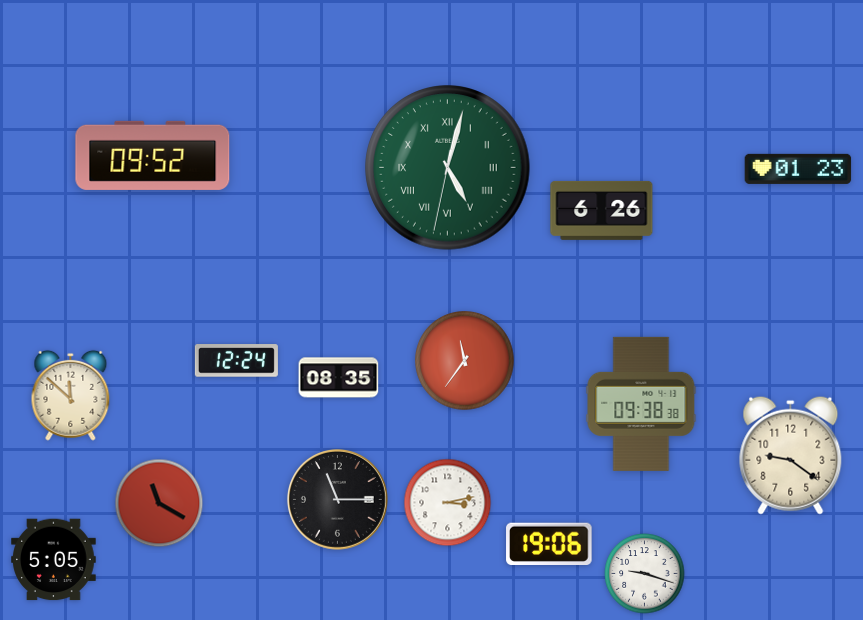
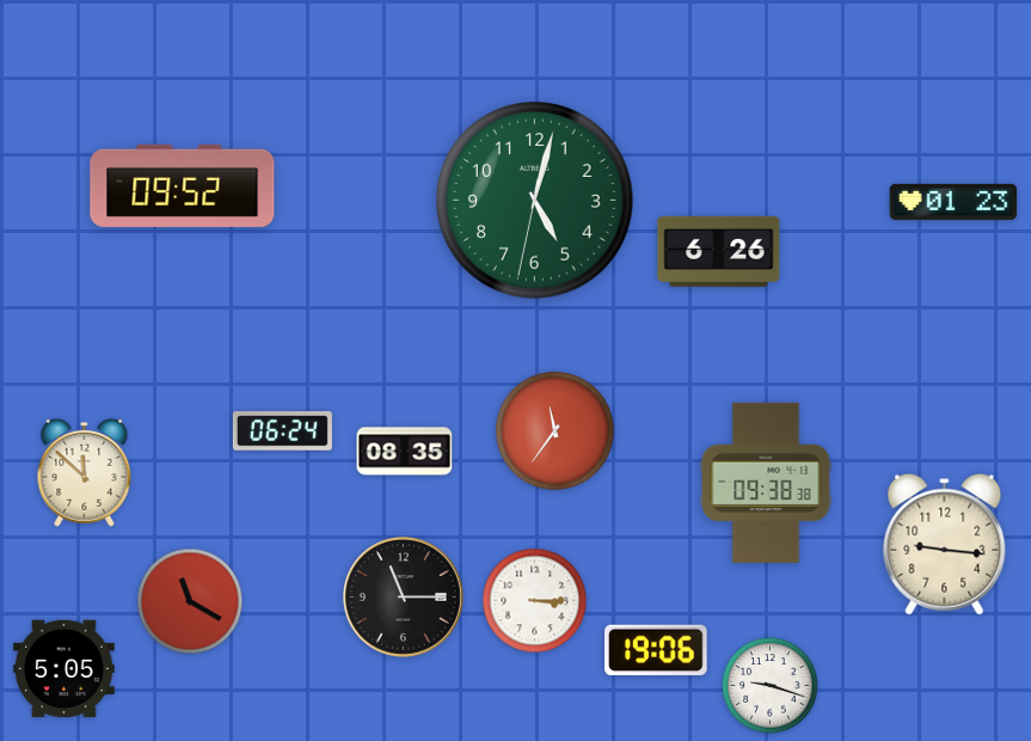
clock at (448, 168) numerals: Roman -> Arabic
clock at (236, 361): 12:24 -> 06:24
clock at (791, 455): 9:21 -> 9:16
clock at (448, 503): 3:13 -> 3:15
